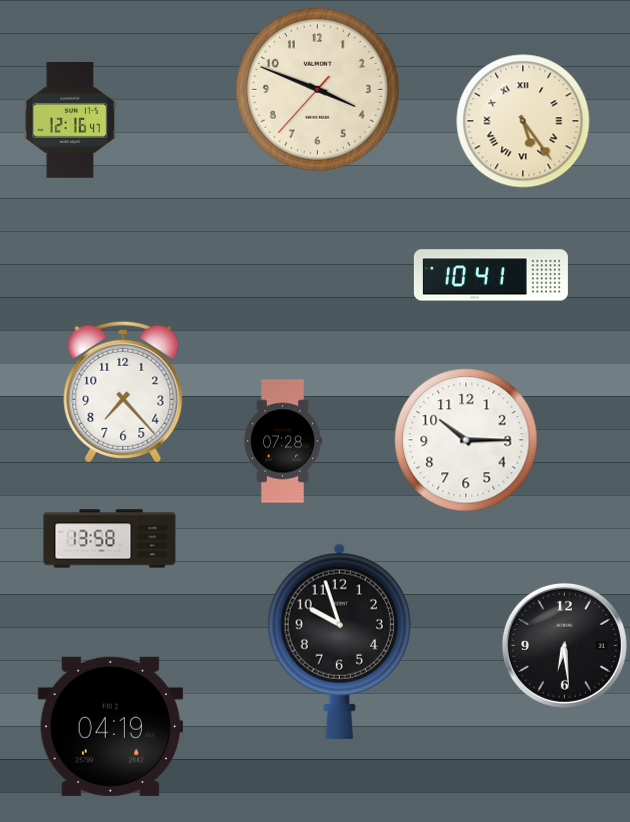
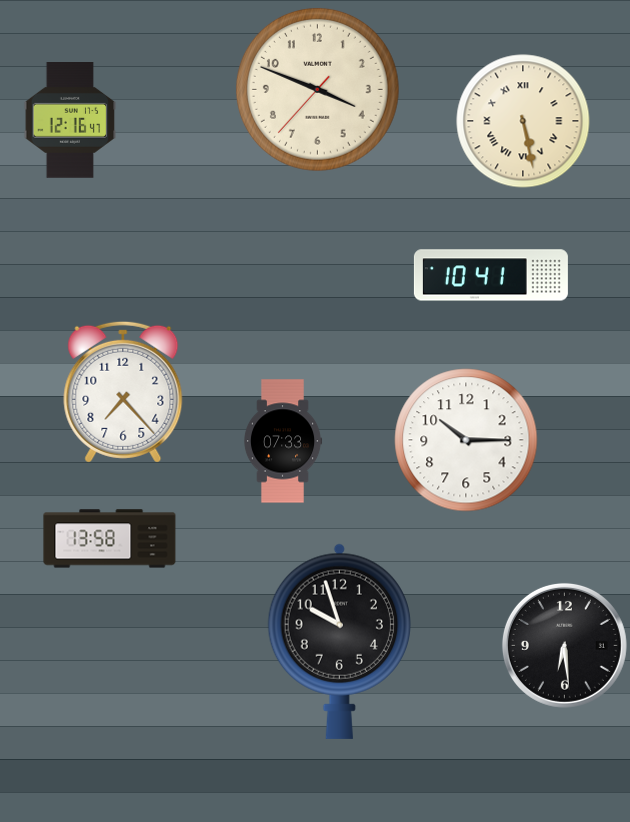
clock at (523, 121): 5:24 -> 5:28
clock at (283, 441): 07:28 -> 07:33
clock at (110, 726): 04:19 -> none
